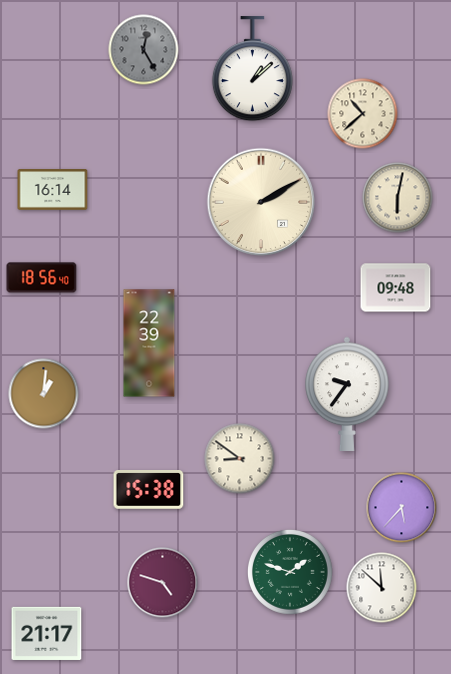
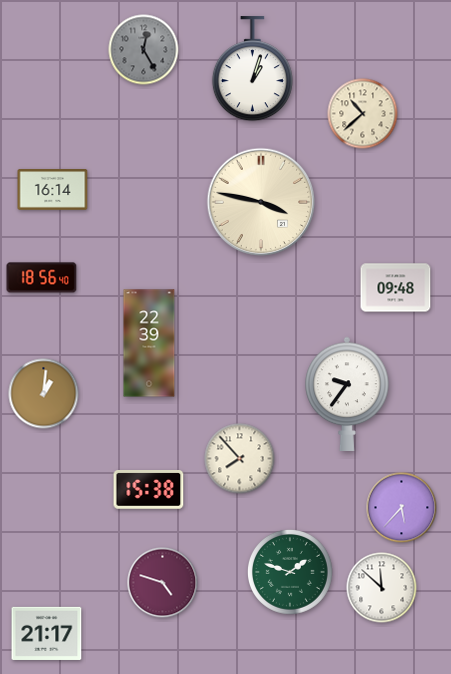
clock at (252, 69): 1:08 -> 1:03
clock at (398, 198): 6:02 -> none
clock at (261, 202): 2:10 -> 3:47
clock at (240, 459): 8:51 -> 7:53
